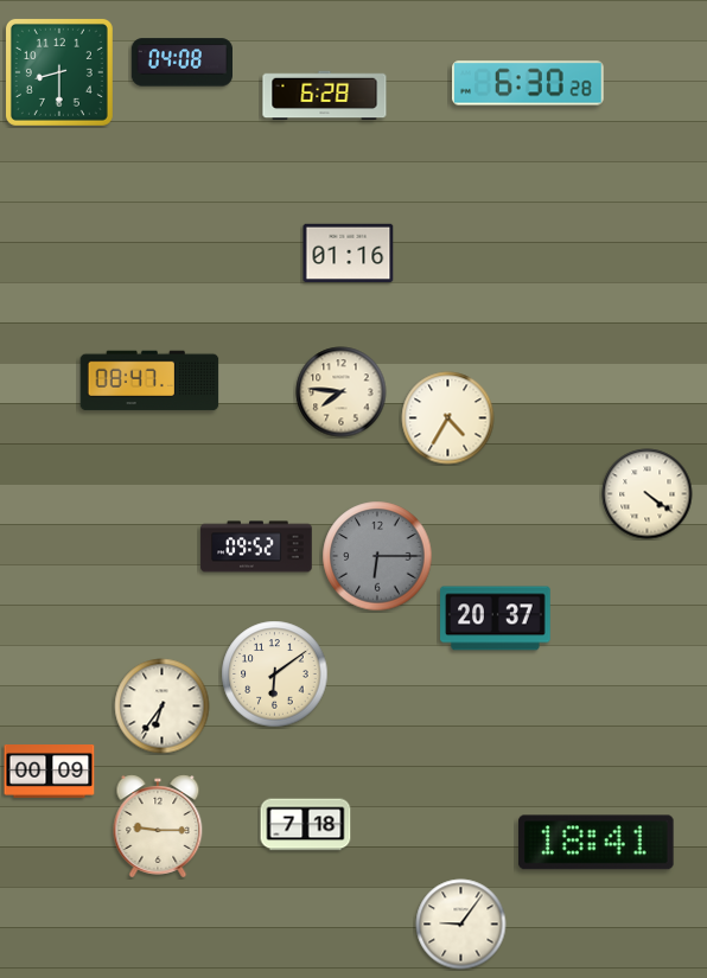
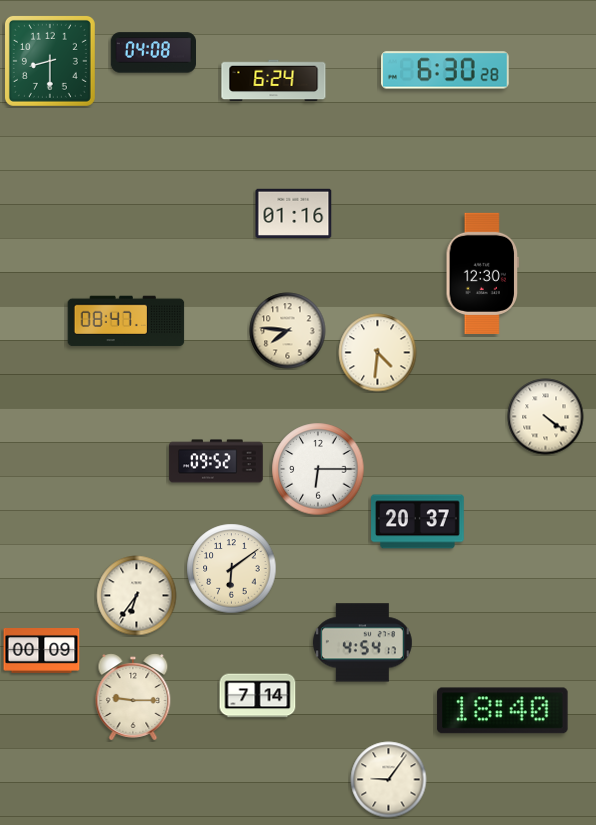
clock at (325, 96): 6:28 -> 6:24
clock at (483, 273): none -> 12:30
clock at (448, 418): 4:35 -> 4:31
clock at (377, 556) dial: grey -> white
clock at (362, 643): none -> 4:54
clock at (306, 825): 7:18 -> 7:14
clock at (597, 843): 18:41 -> 18:40
